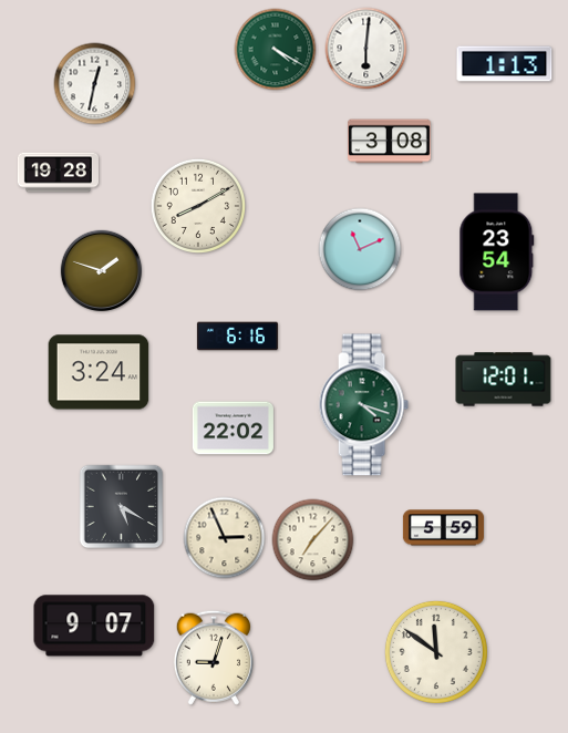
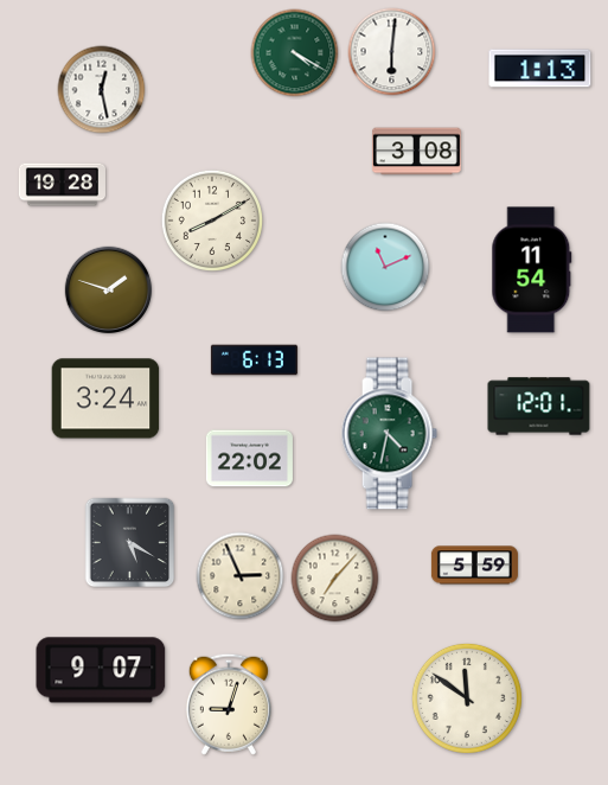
clock at (95, 84): 12:32 -> 12:28
clock at (497, 252): 23:54 -> 11:54
clock at (237, 337): 6:16 -> 6:13
clock at (363, 405): 4:18 -> 4:32
